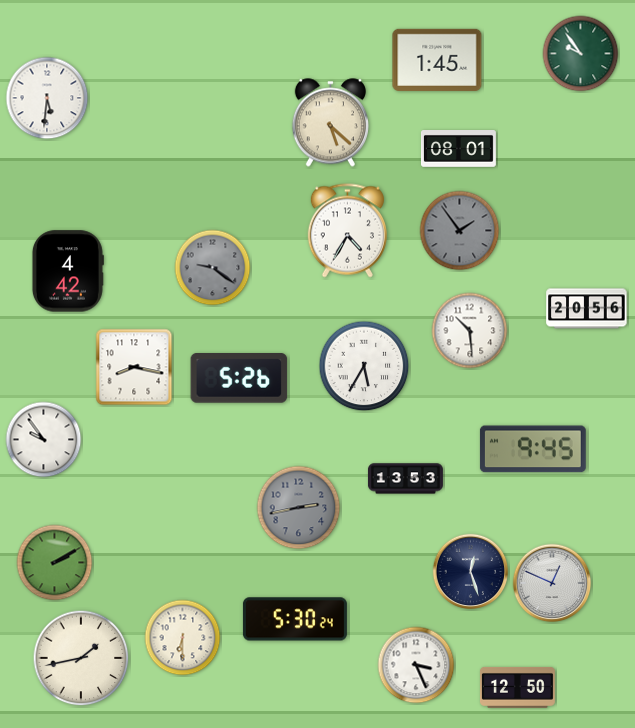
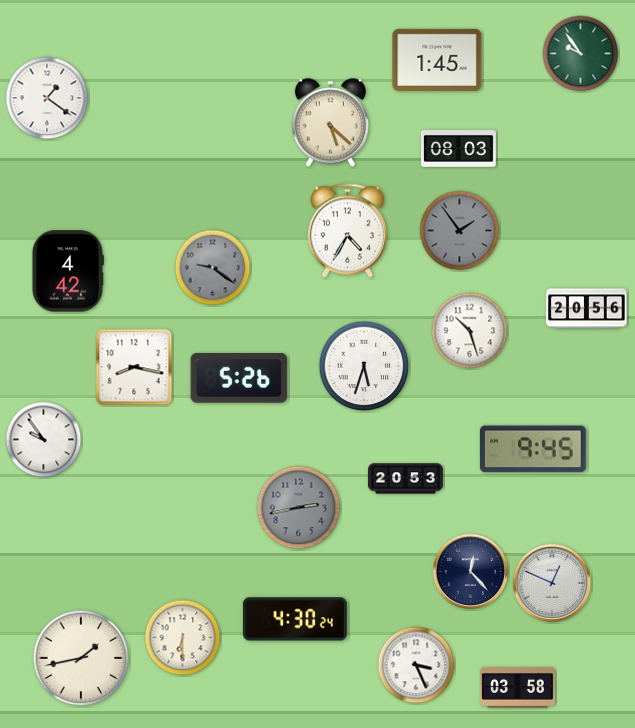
clock at (47, 98): 5:31 -> 1:21
clock at (458, 149): 08:01 -> 08:03
clock at (470, 331): 10:29 -> 10:27
clock at (364, 366): 5:35 -> 5:33
clock at (405, 479): 13:53 -> 20:53
clock at (55, 563): 2:10 -> none
clock at (471, 572): 12:27 -> 12:23
clock at (295, 619): 5:30 -> 4:30
clock at (517, 687): 12:50 -> 03:58
